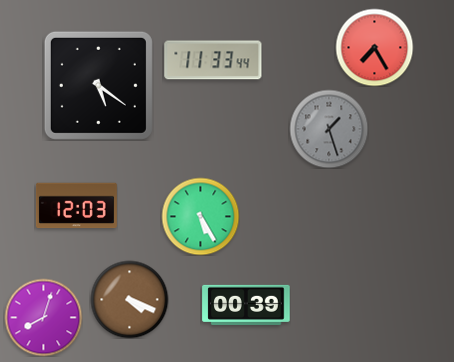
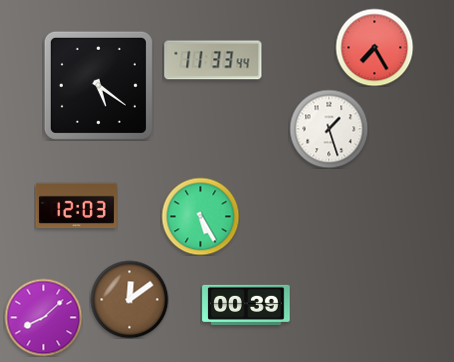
clock at (329, 129) dial: grey -> white
clock at (129, 299): 4:19 -> 12:09
clock at (43, 317): 8:03 -> 8:08
